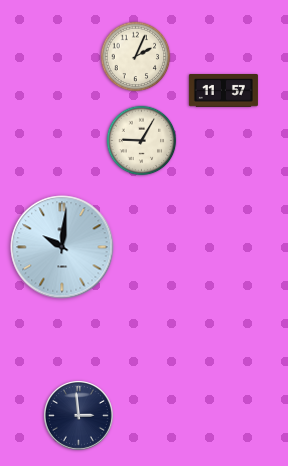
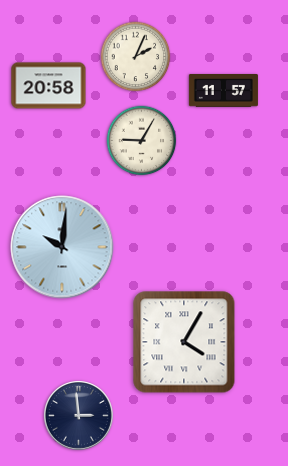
clock at (49, 86): none -> 20:58
clock at (184, 342): none -> 4:05
